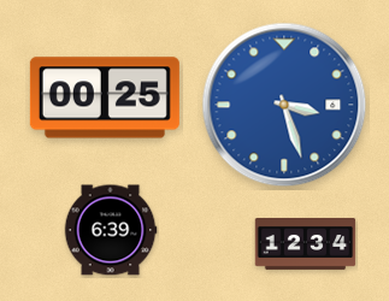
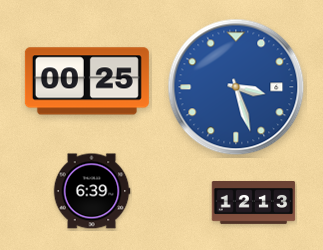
clock at (306, 244): 12:34 -> 12:13
